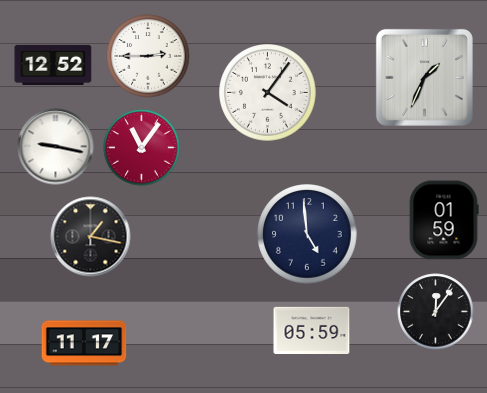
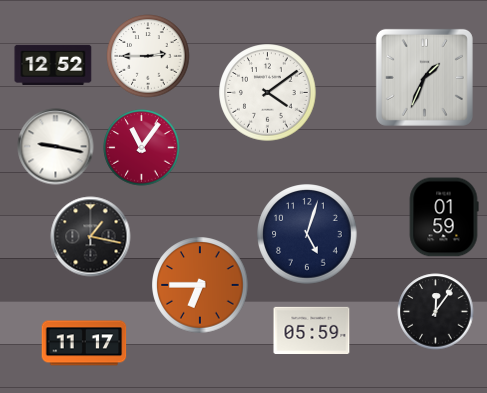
clock at (268, 93): 4:06 -> 4:09
clock at (444, 220) position: (444, 220) -> (444, 217)
clock at (307, 234): 4:59 -> 5:03
clock at (200, 285): none -> 6:45
